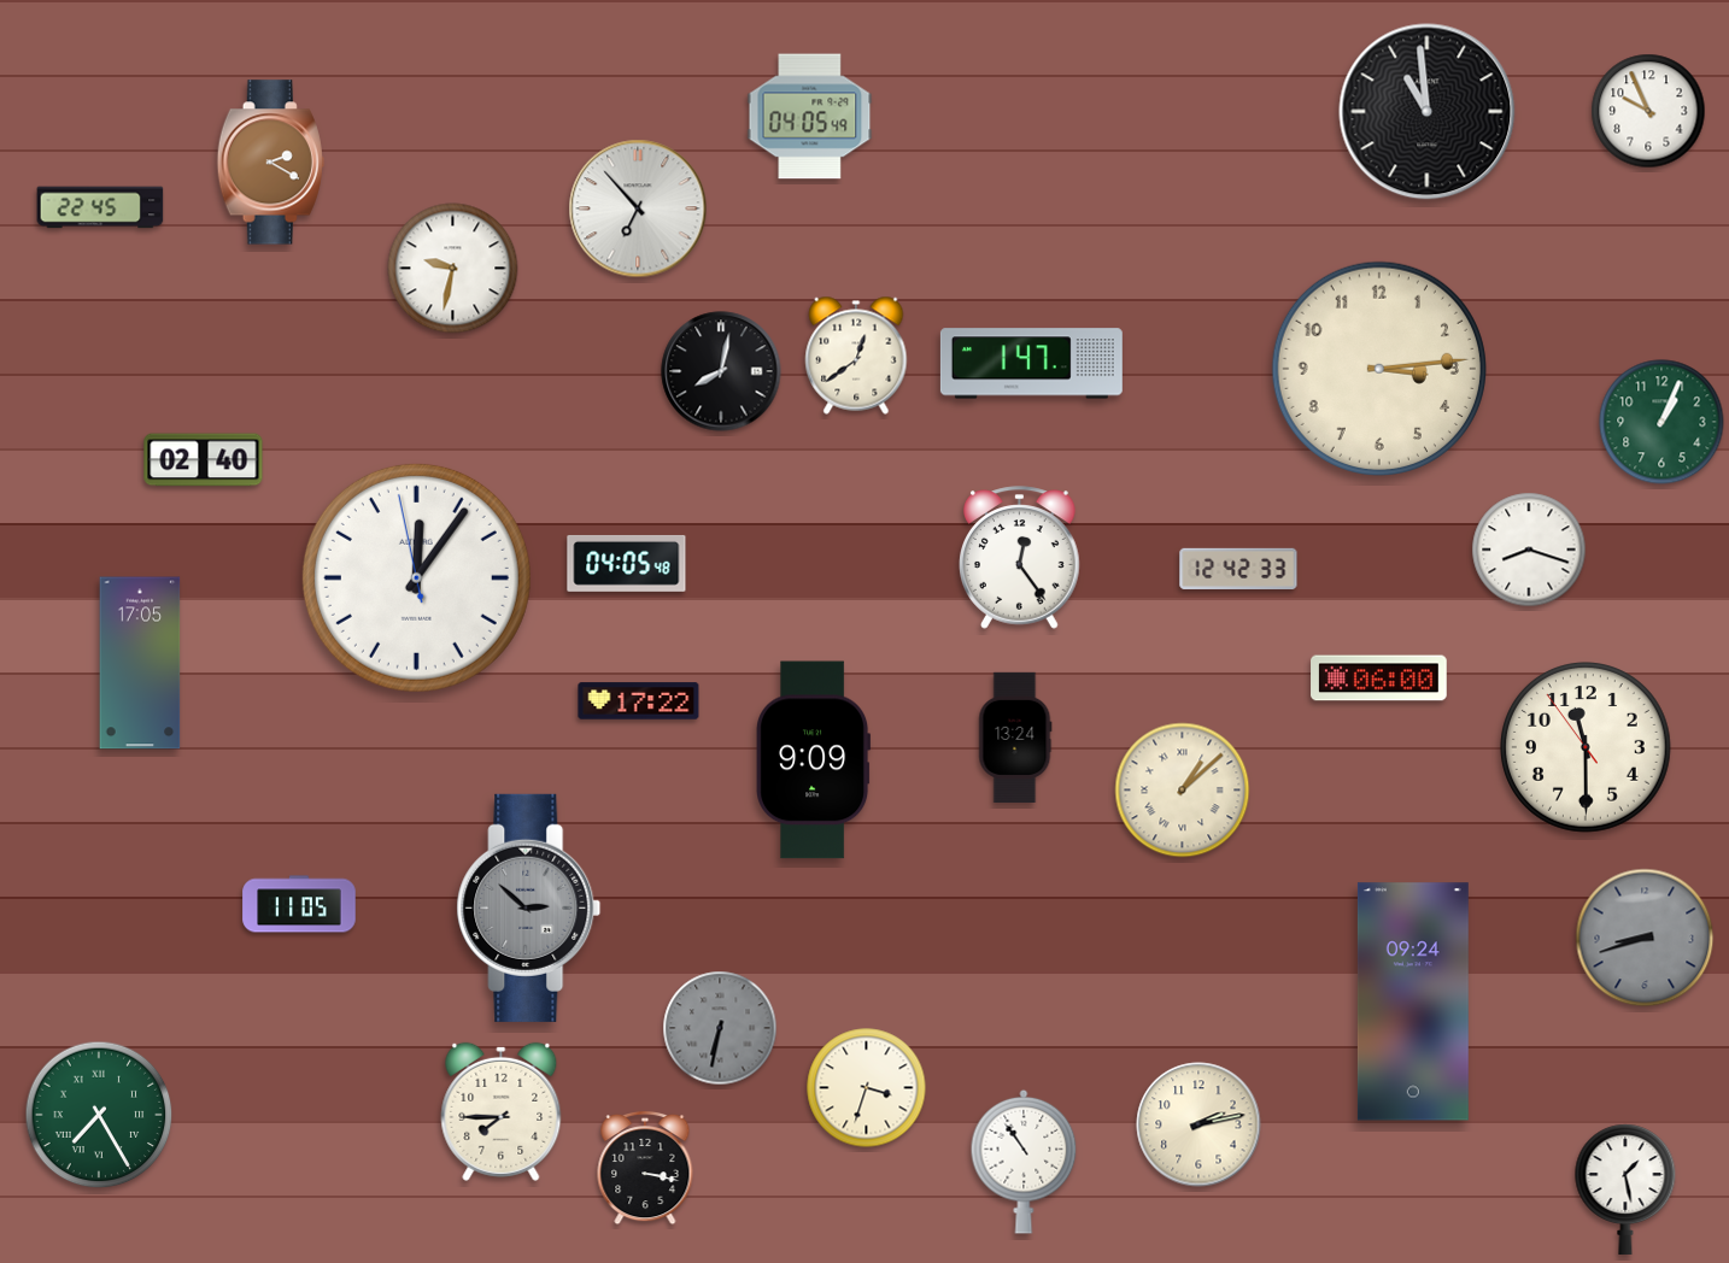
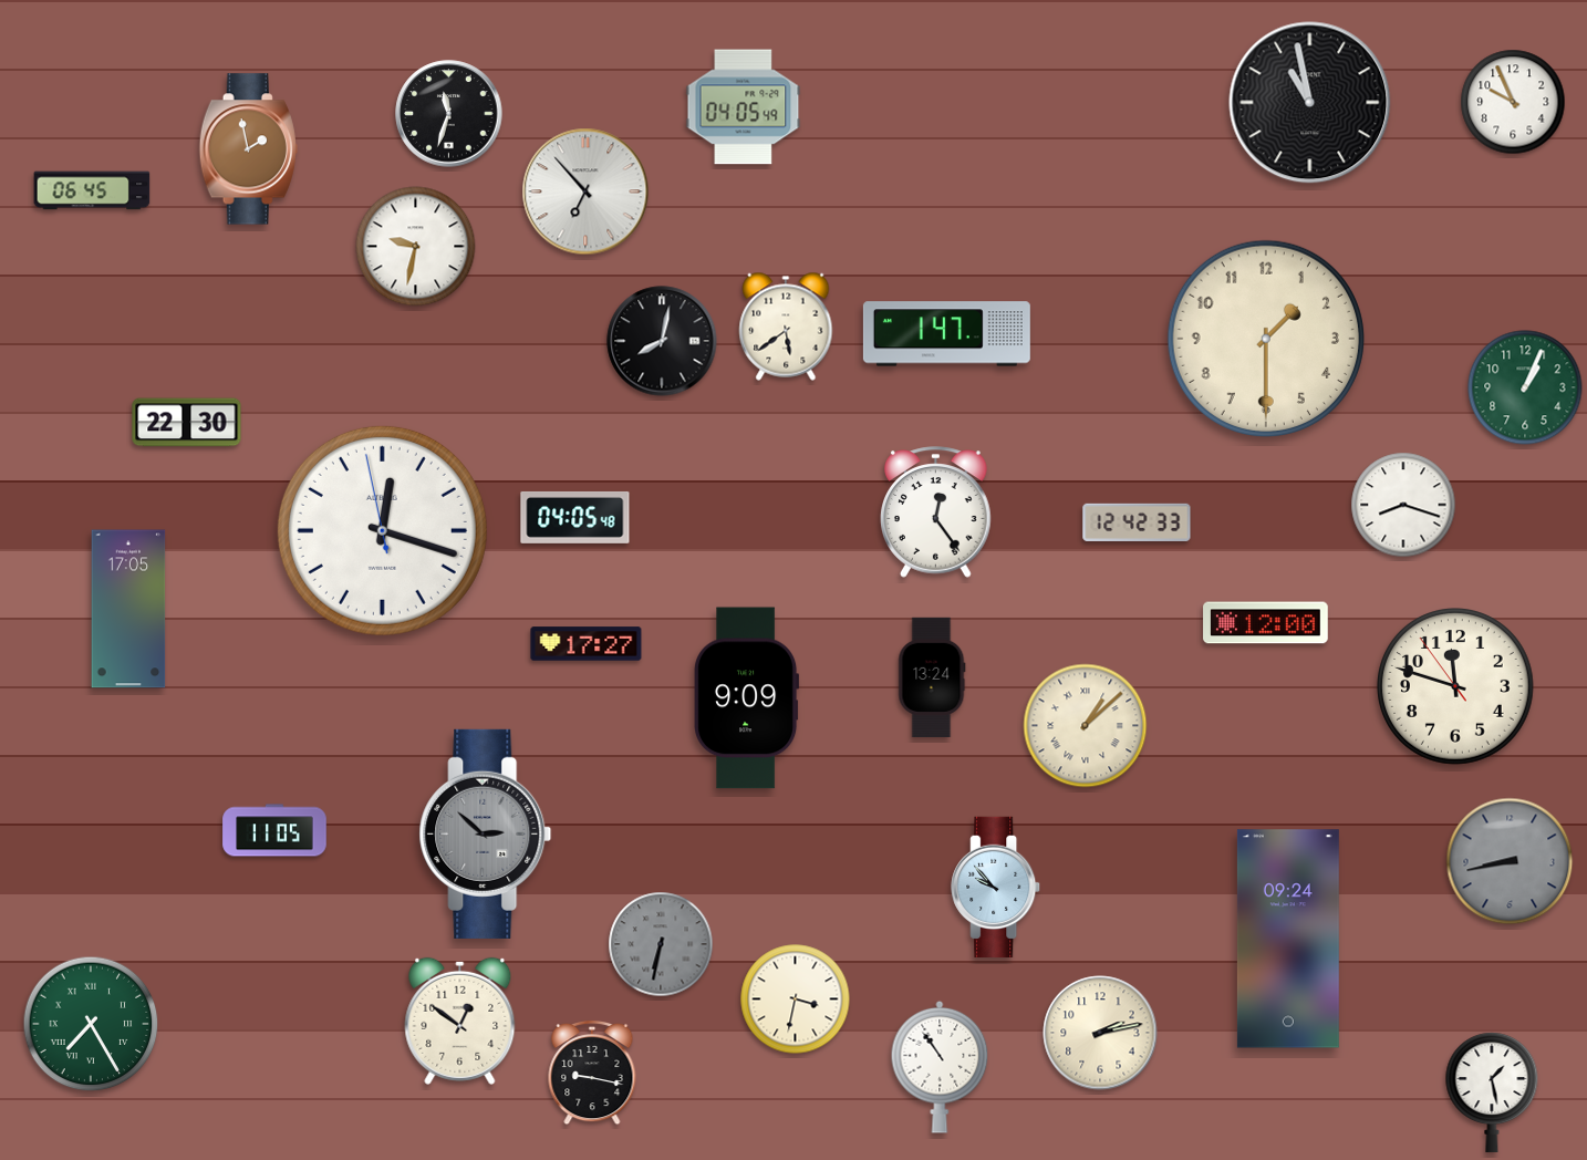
clock at (1428, 112): 10:59 -> 10:58
clock at (449, 114): none -> 11:33
clock at (270, 163): 2:20 -> 1:58
clock at (100, 207): 22:45 -> 06:45
clock at (856, 356): 12:39 -> 5:39
clock at (1379, 369): 3:14 -> 1:30
clock at (204, 460): 02:40 -> 22:30
clock at (416, 577): 12:05 -> 12:17
clock at (1379, 679): 06:00 -> 12:00
clock at (639, 701): 17:22 -> 17:27
clock at (1587, 748): 11:29 -> 11:47
clock at (1645, 938): 8:42 -> 8:43
clock at (996, 887): none -> 9:53
clock at (1413, 1001) position: (1413, 1001) -> (1288, 939)
clock at (867, 1088): 3:33 -> 3:32
clock at (502, 1111): 7:45 -> 12:51
clock at (645, 1168): 3:17 -> 9:17
